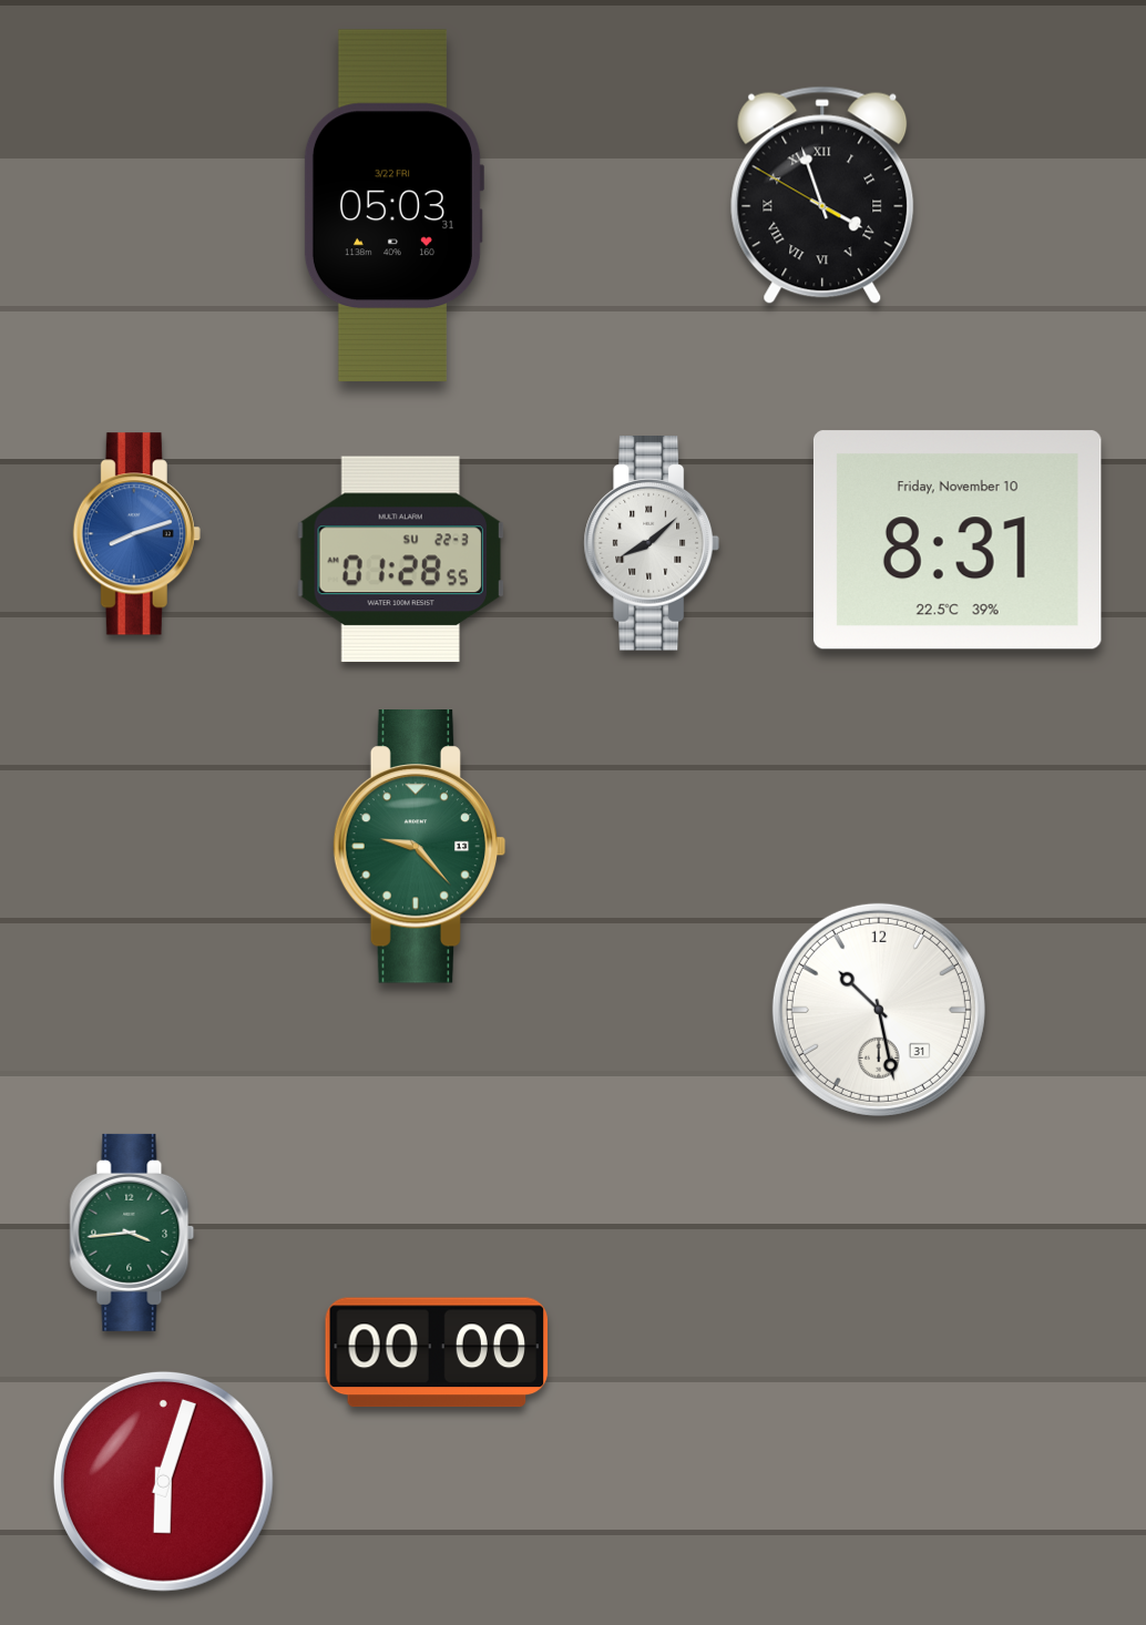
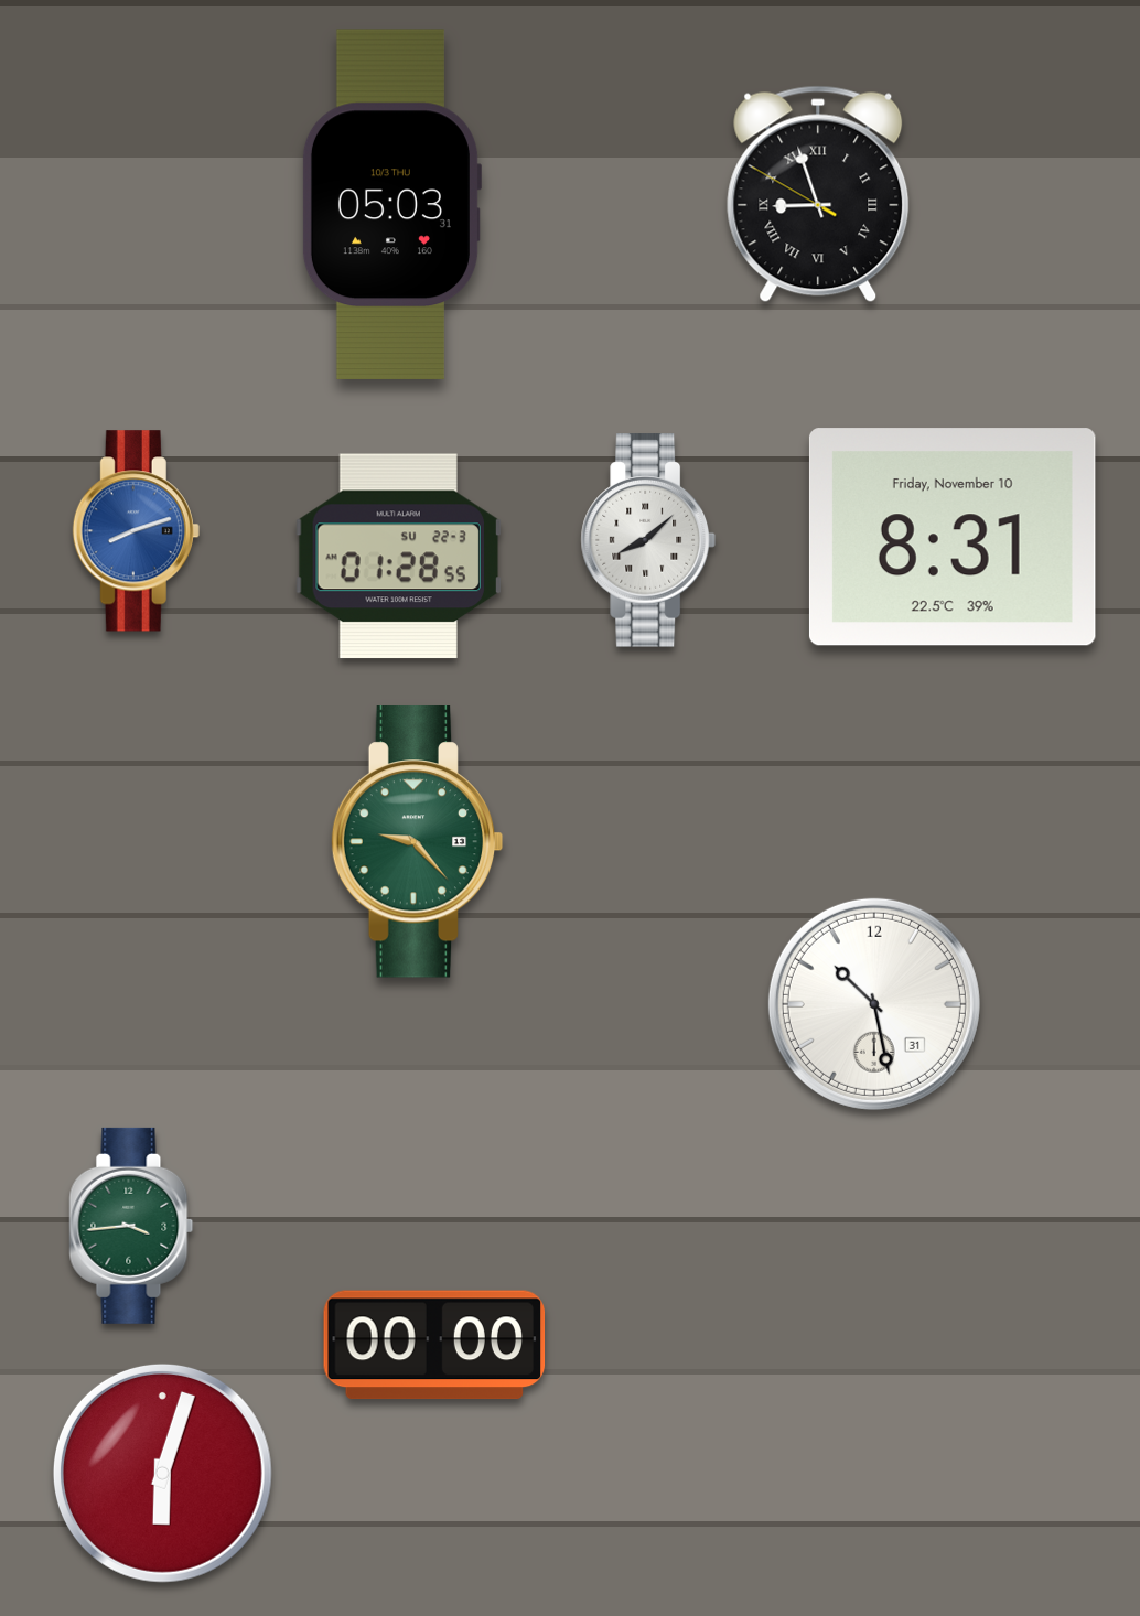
clock at (822, 195): 3:56 -> 8:56
clock at (392, 206) date: 3/22 FRI -> 10/3 THU
